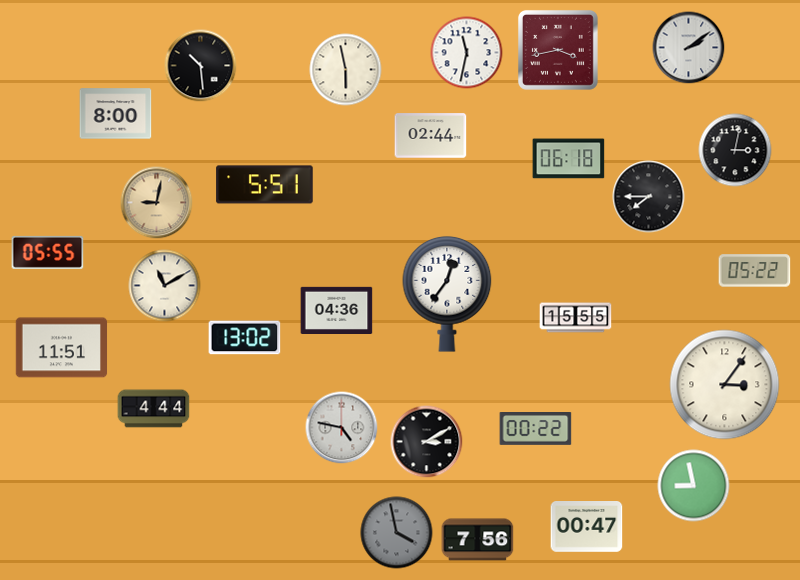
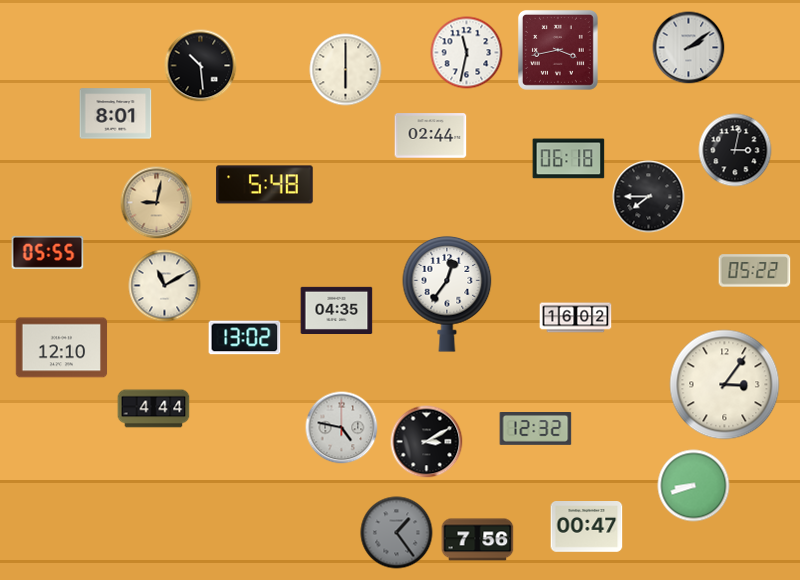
clock at (346, 70): 5:58 -> 6:00
clock at (116, 114): 8:00 -> 8:01
clock at (265, 185): 5:51 -> 5:48
clock at (337, 310): 04:36 -> 04:35
clock at (576, 318): 15:55 -> 16:02
clock at (62, 348): 11:51 -> 12:10
clock at (536, 429): 00:22 -> 12:32
clock at (694, 486): 8:58 -> 8:42
clock at (397, 533): 3:58 -> 1:24
